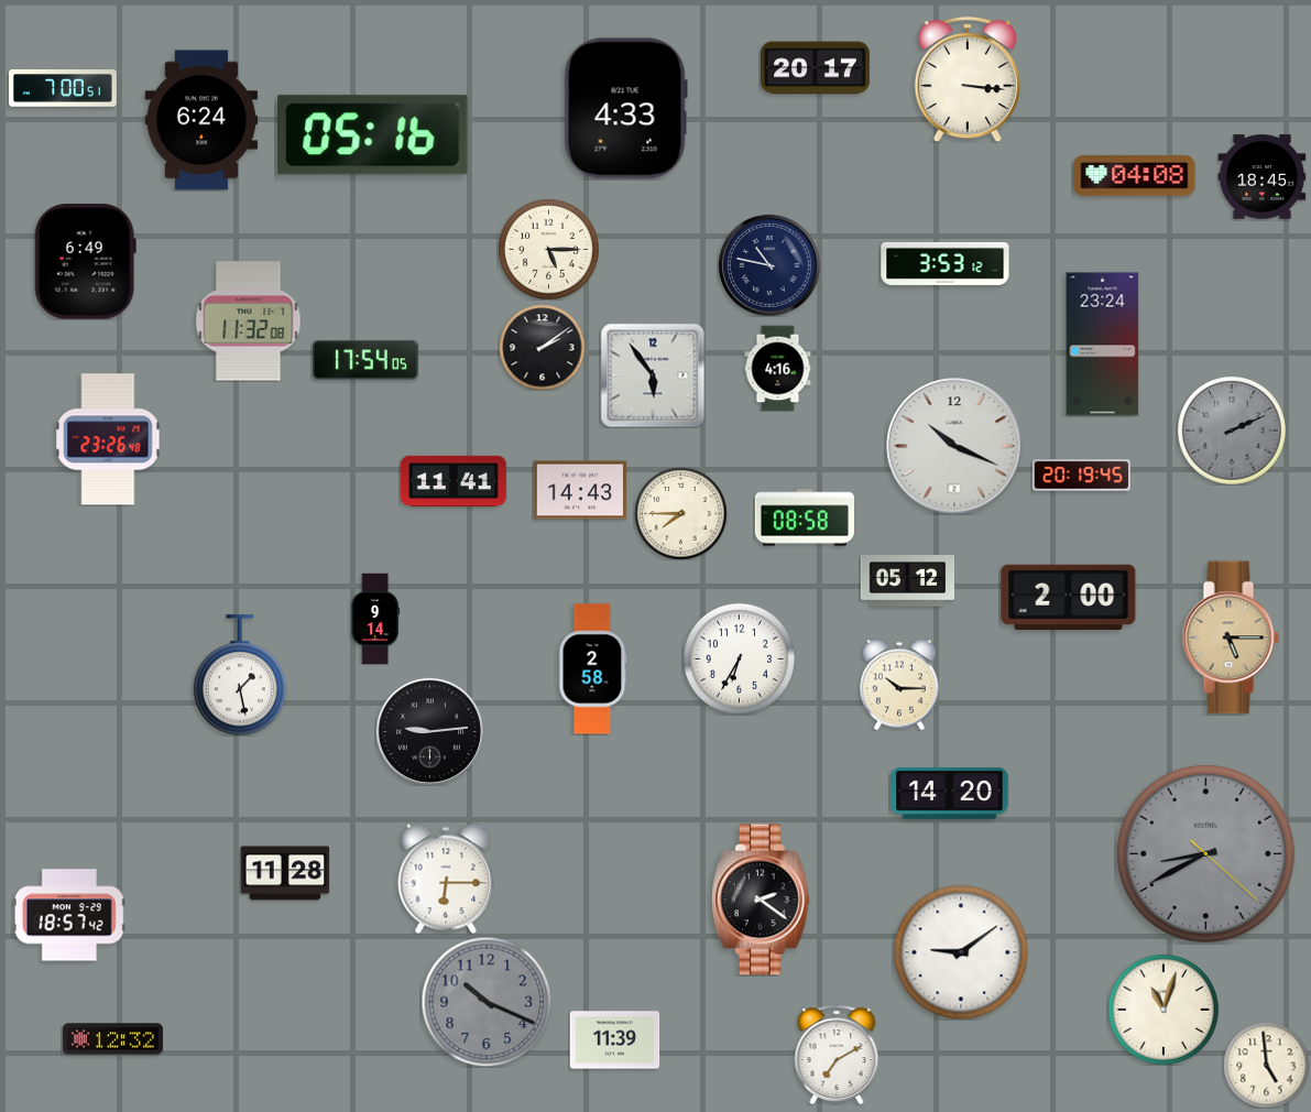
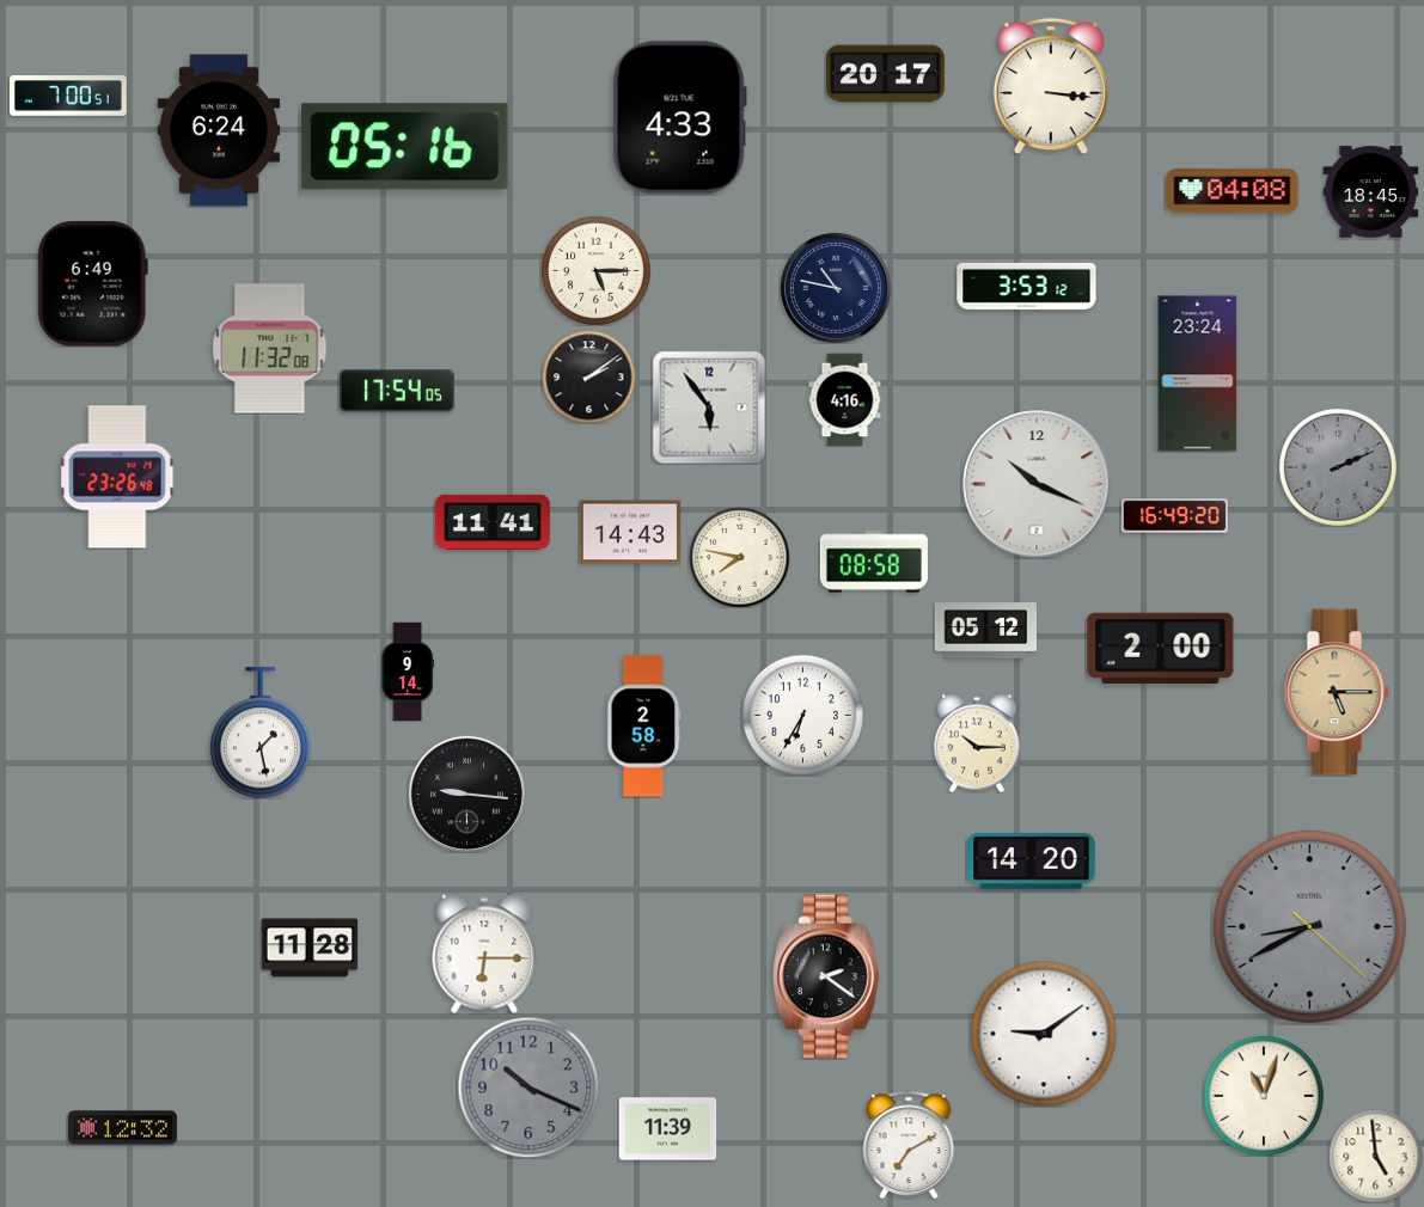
clock at (1081, 476): 20:19 -> 16:49
clock at (680, 513): 7:45 -> 7:47
clock at (429, 731): 9:14 -> 9:16
clock at (69, 915): 18:57 -> none
